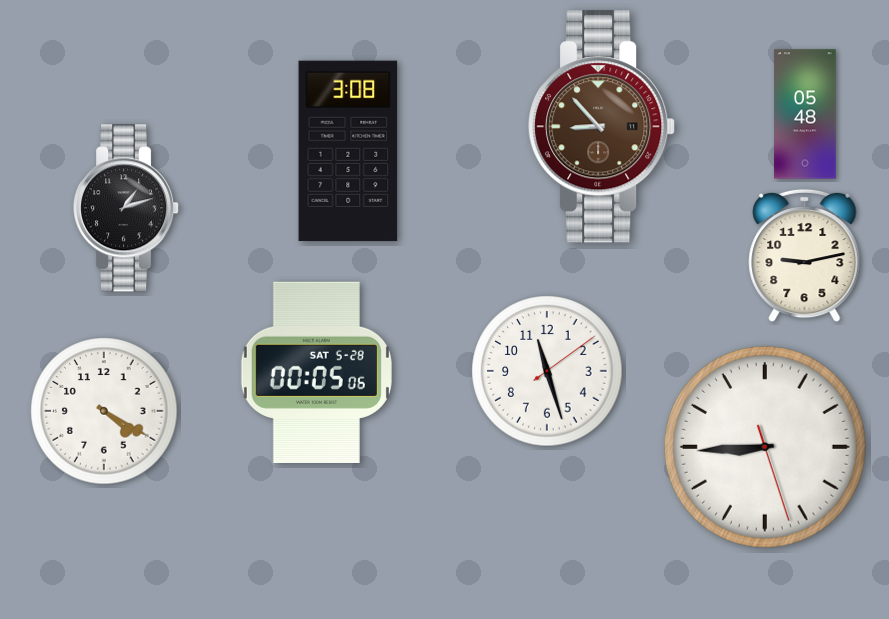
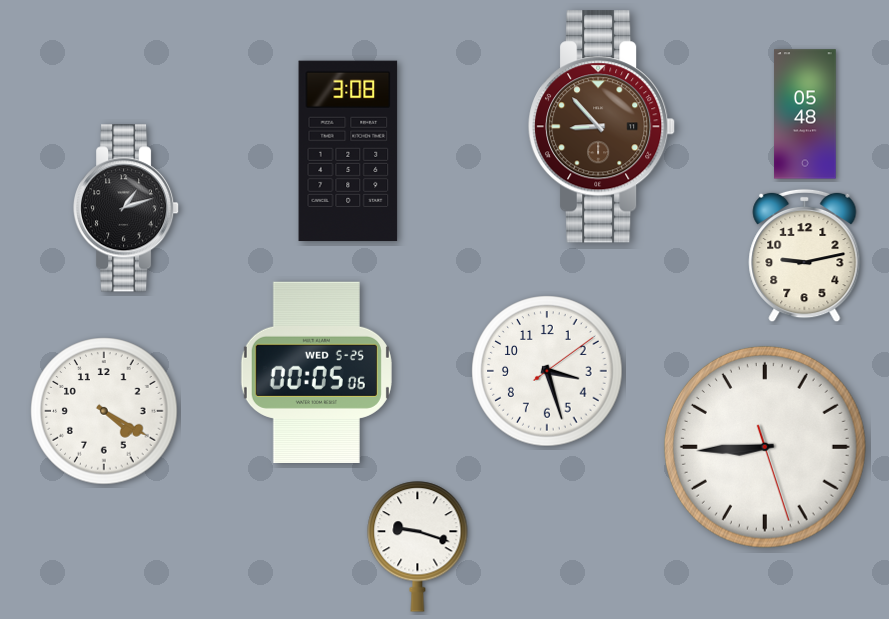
clock at (547, 371): 11:27 -> 3:27
clock at (316, 373) date: SAT 5-28 -> WED 5-25
clock at (418, 547): none -> 9:18
